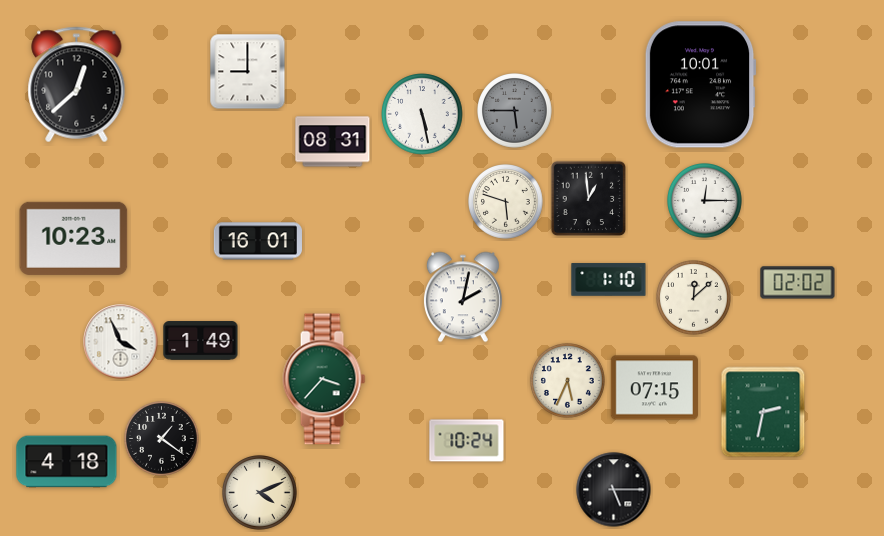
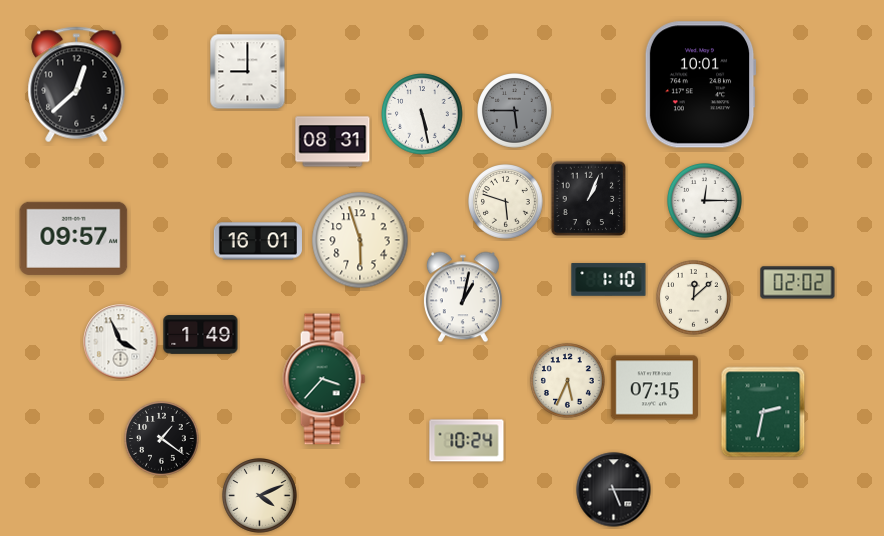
clock at (589, 199): 12:59 -> 1:04
clock at (74, 238): 10:23 -> 09:57
clock at (360, 240): none -> 5:57
clock at (463, 297): 2:02 -> 1:02
clock at (201, 341) position: (201, 341) -> (201, 335)
clock at (67, 462): 4:18 -> none
clock at (260, 493) position: (260, 493) -> (260, 496)
